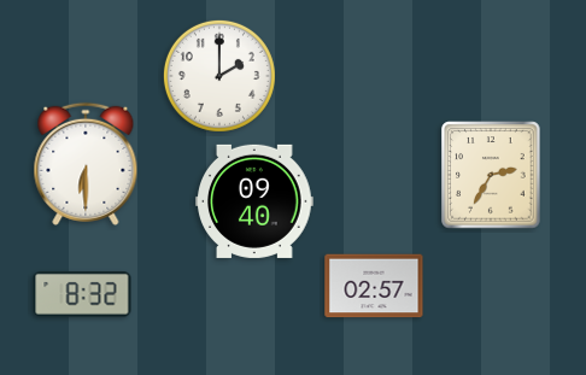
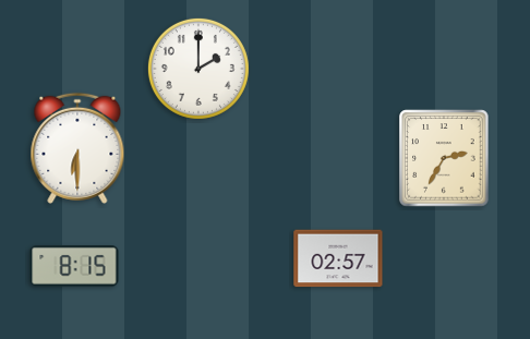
clock at (254, 201): 09:40 -> none
clock at (82, 295): 8:32 -> 8:15
